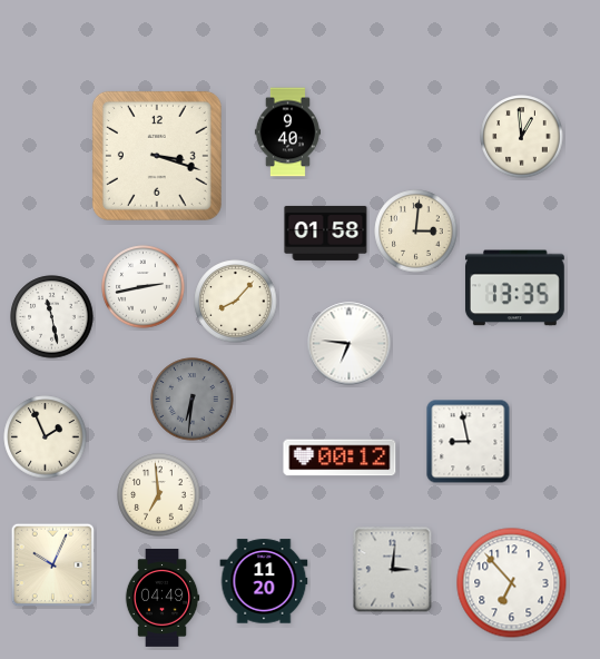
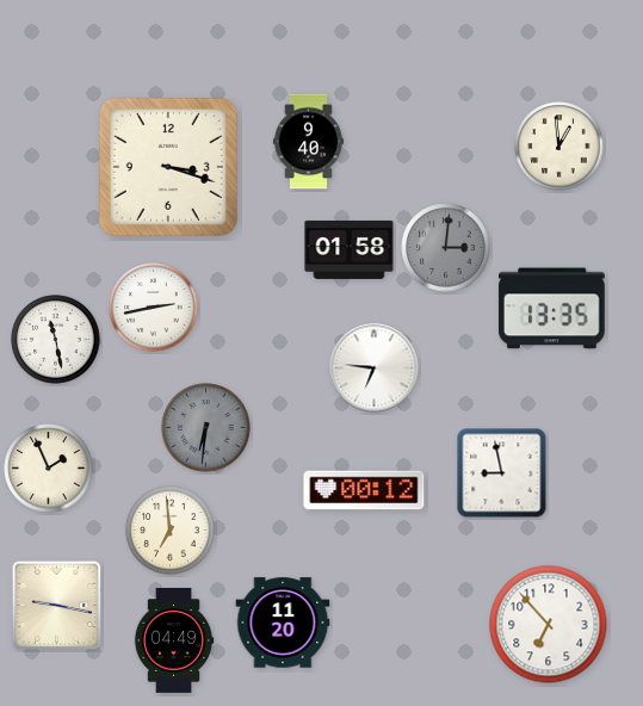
clock at (416, 232) dial: cream -> grey
clock at (236, 302): 8:07 -> none
clock at (53, 565): 10:04 -> 9:17
clock at (393, 570): 3:01 -> none
